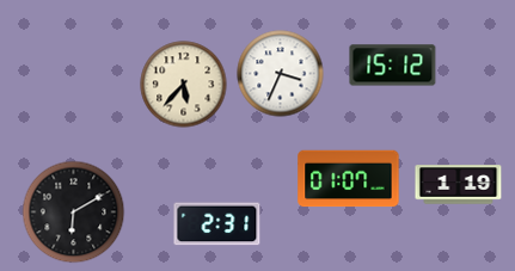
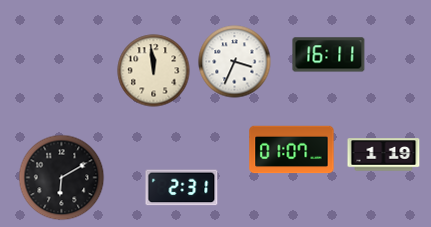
clock at (393, 66): 15:12 -> 16:11
clock at (184, 85): 5:37 -> 11:59
